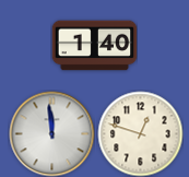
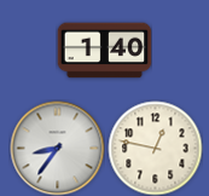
clock at (51, 133): 11:59 -> 8:36
clock at (140, 133): 12:48 -> 12:47
